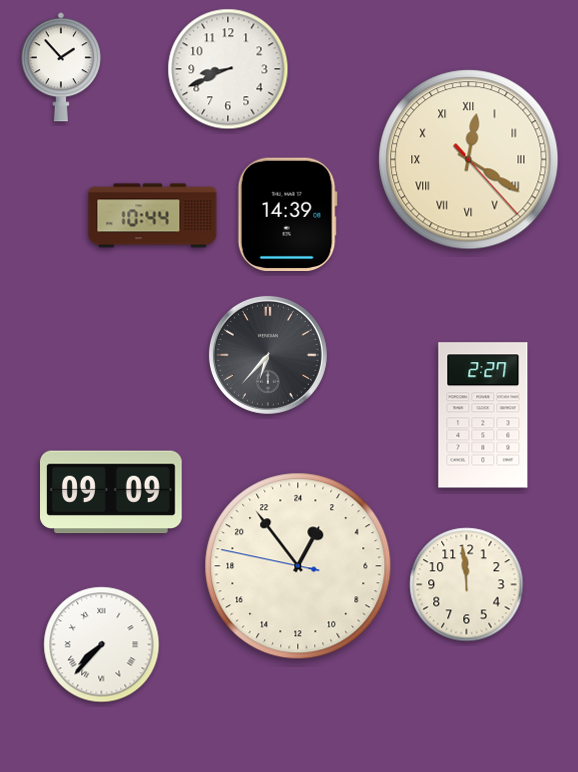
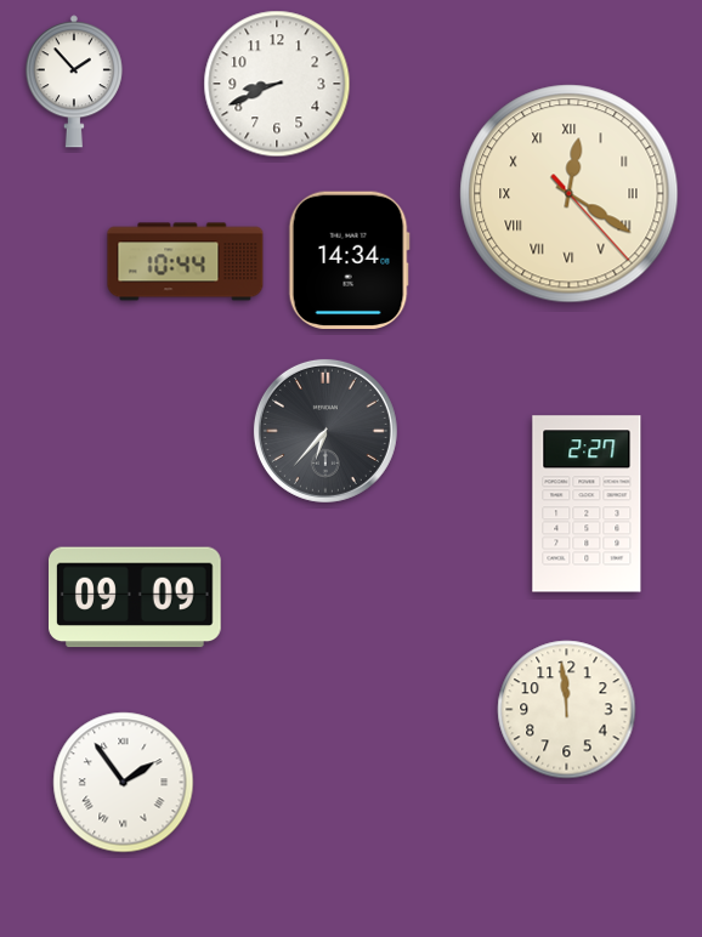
clock at (287, 214): 14:39 -> 14:34
clock at (298, 566): 1:53 -> none
clock at (102, 645): 7:37 -> 1:54
